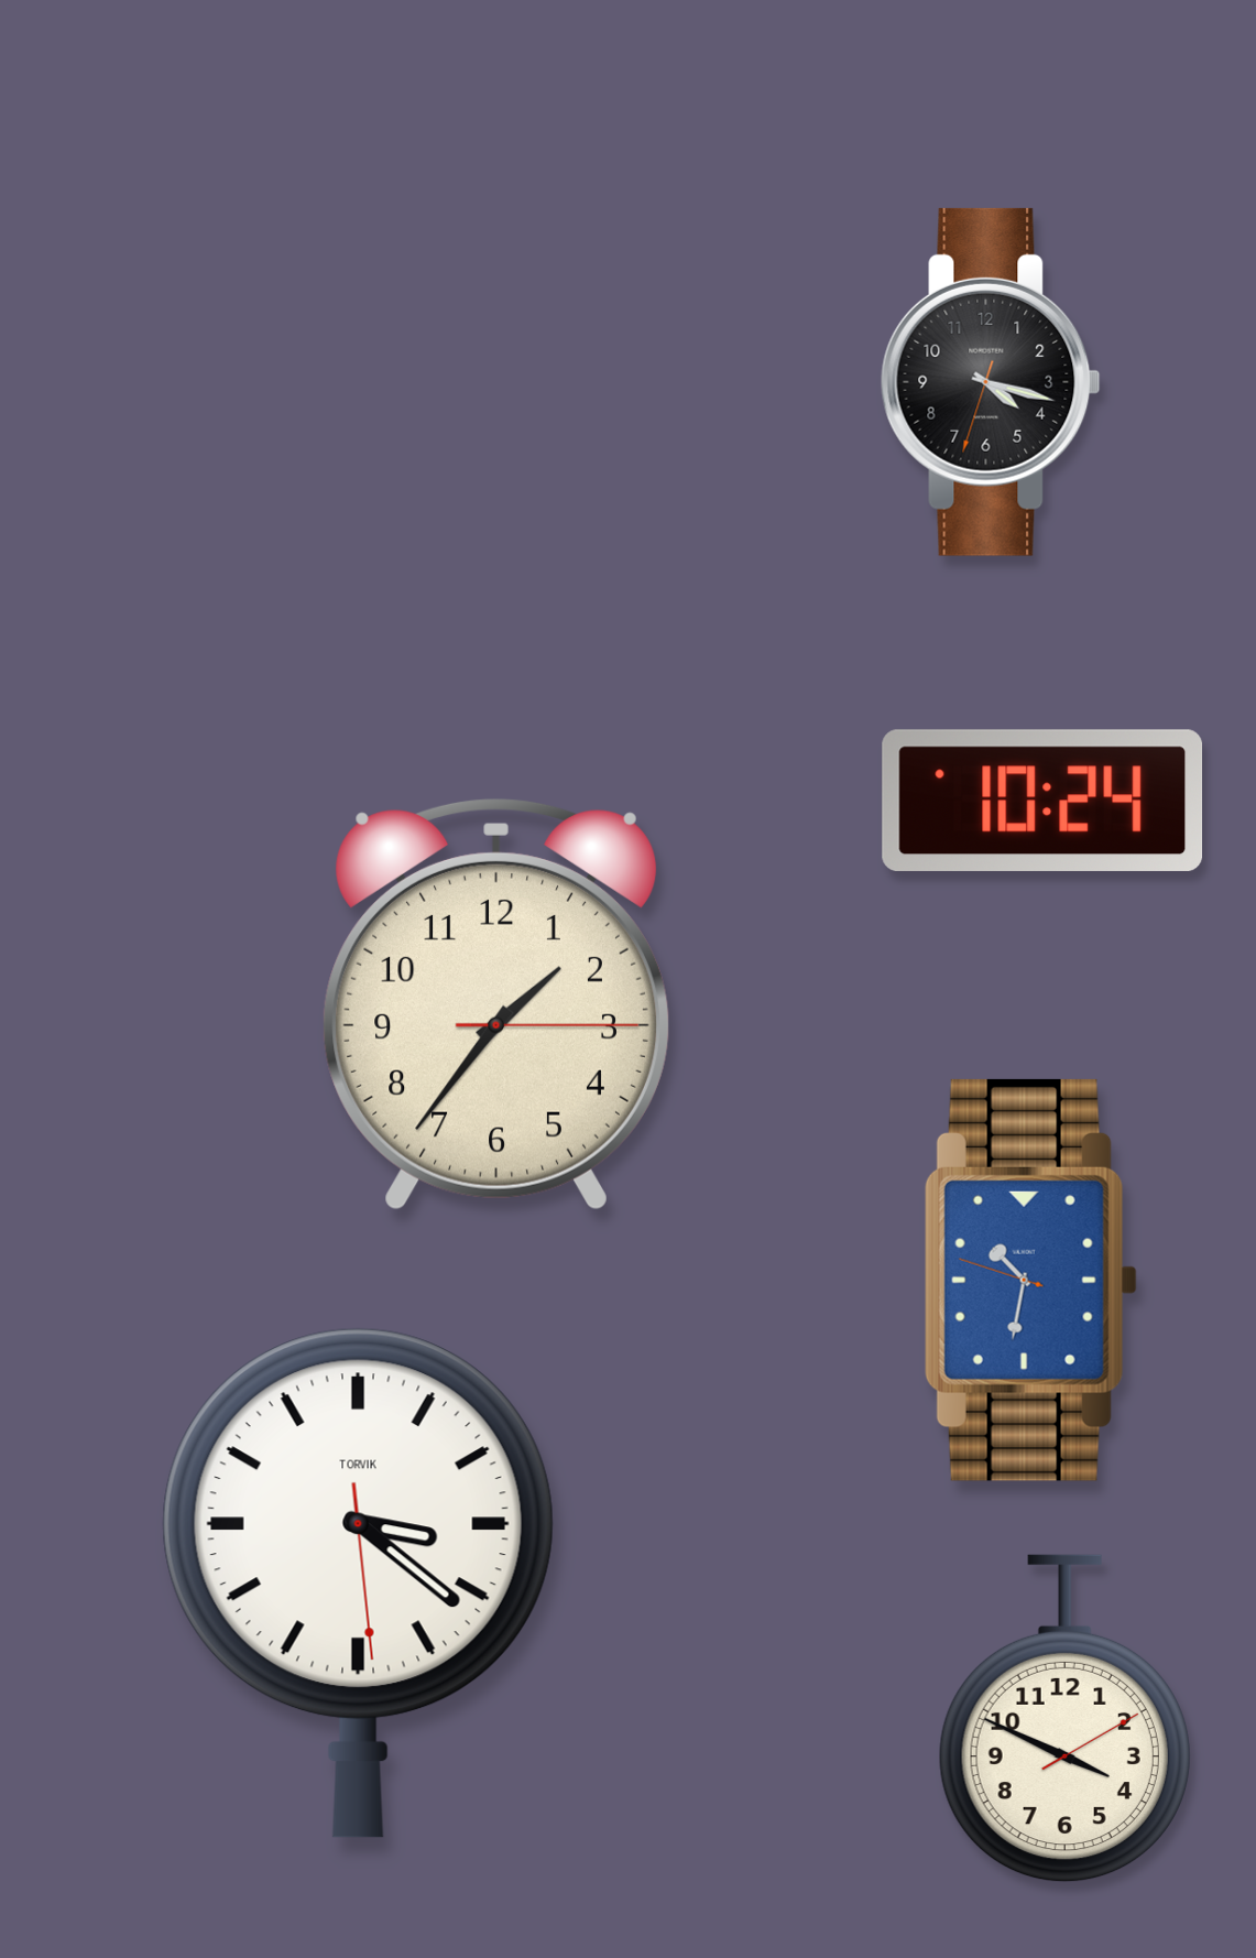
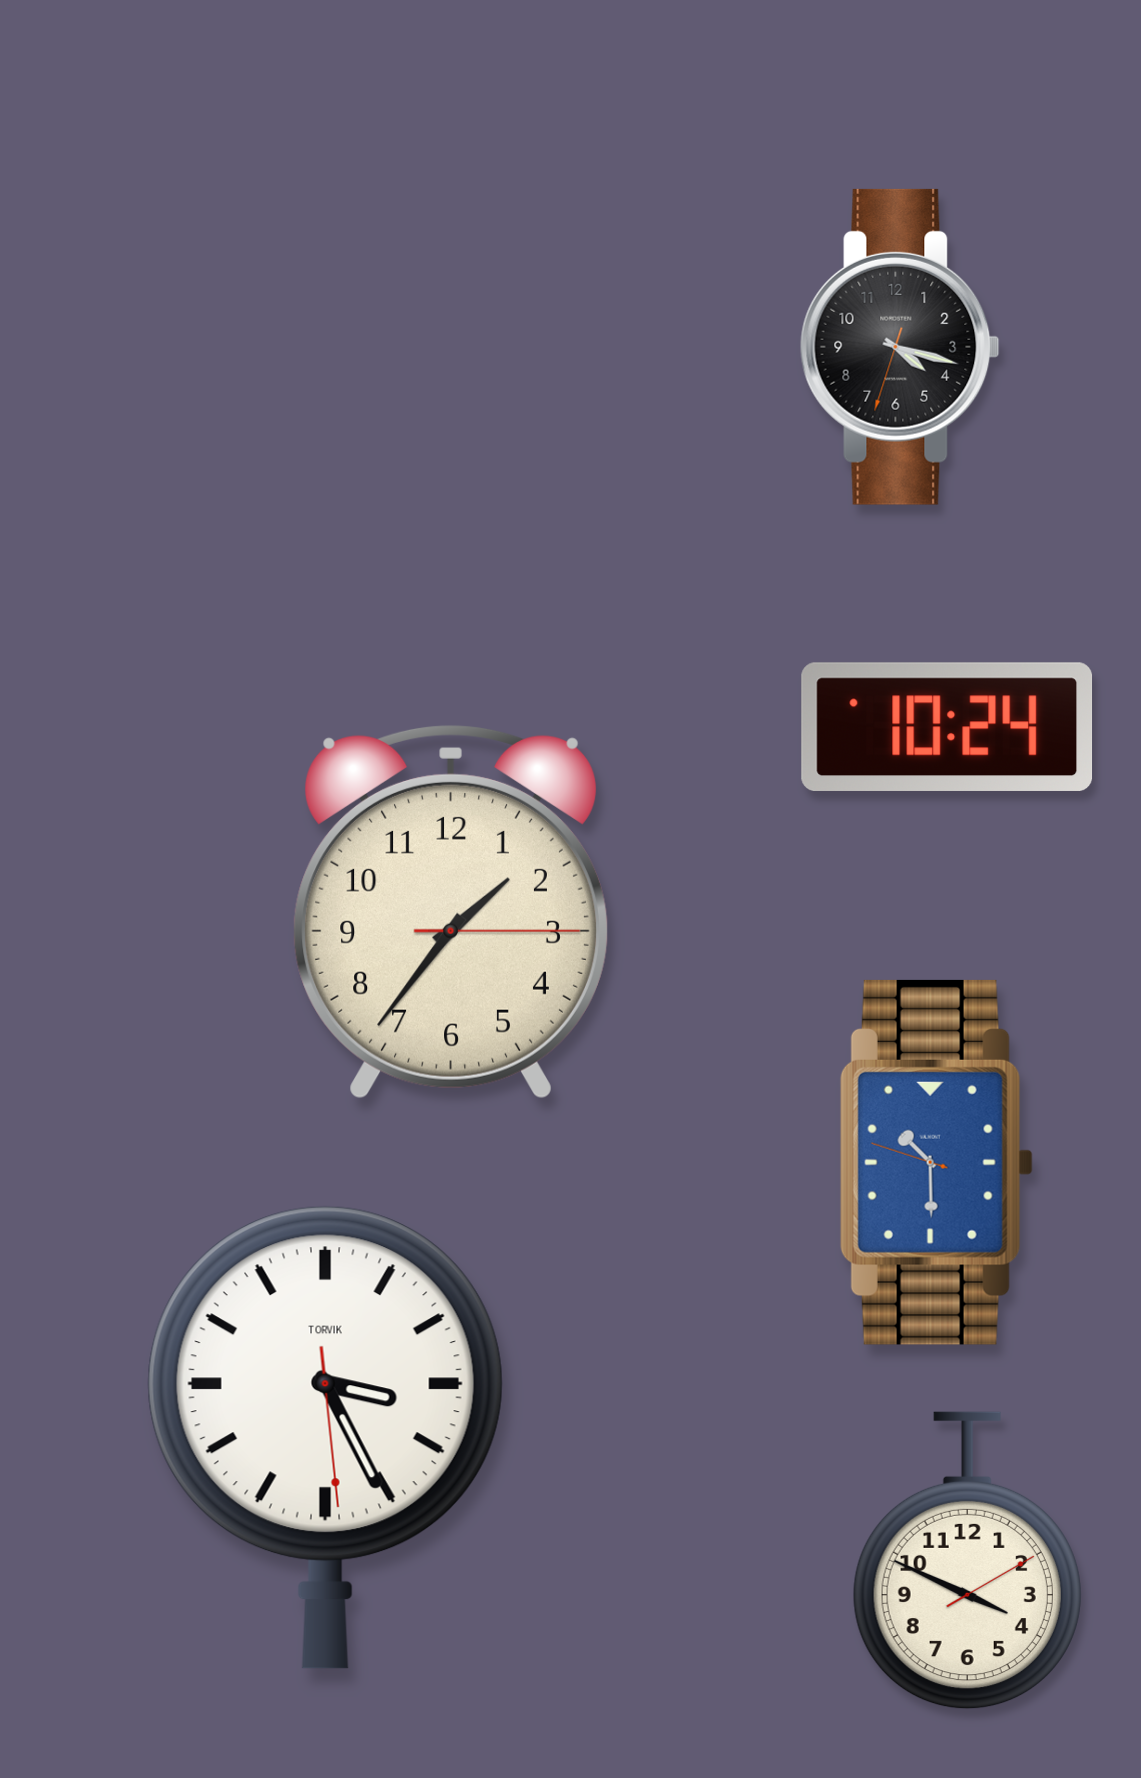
clock at (1030, 1280): 10:31 -> 10:29
clock at (358, 1582): 3:21 -> 3:25
